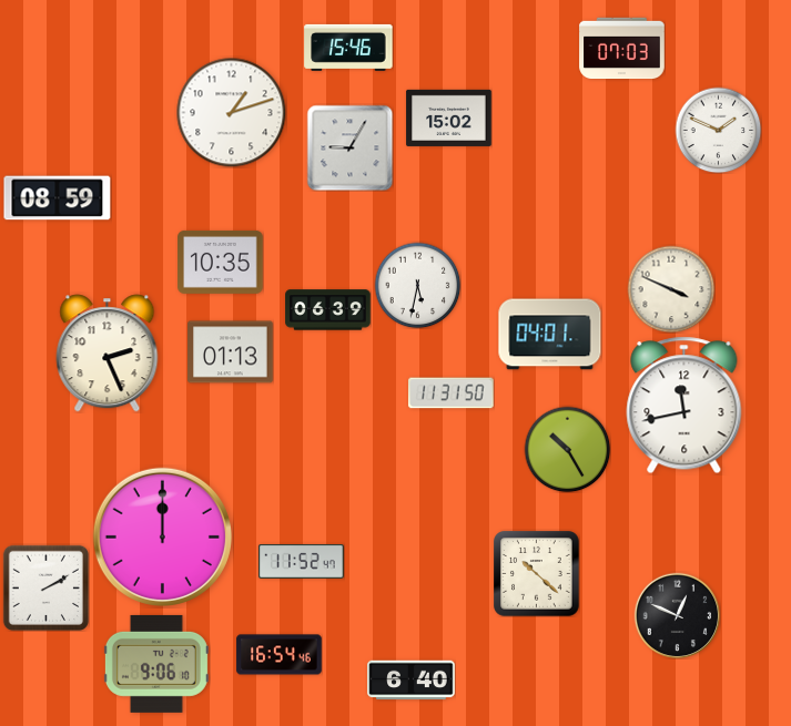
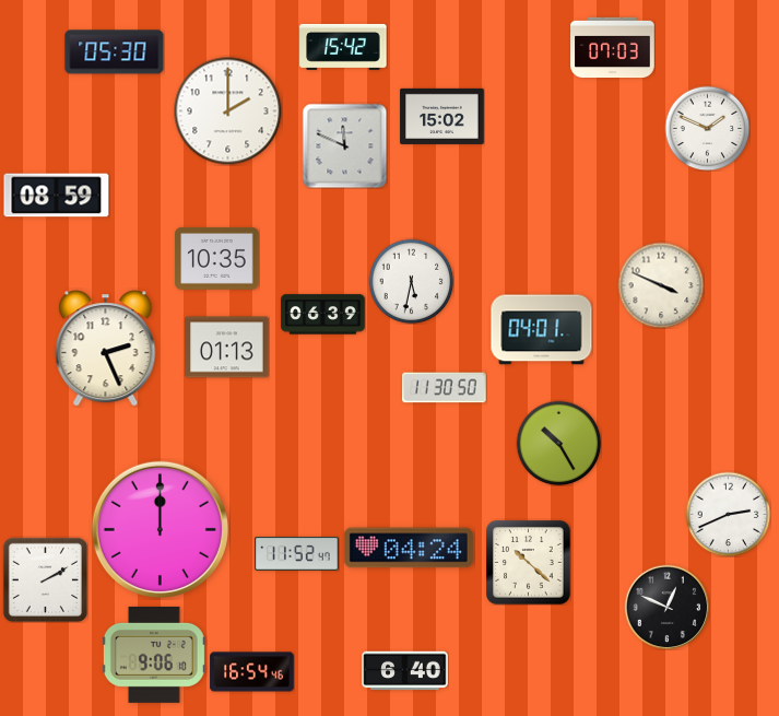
clock at (348, 48): 15:46 -> 15:42
clock at (115, 52): none -> 05:30
clock at (232, 113): 1:12 -> 2:00
clock at (349, 147): 9:05 -> 11:49
clock at (328, 310) position: (328, 310) -> (323, 315)
clock at (452, 393): 11:31 -> 11:30
clock at (684, 406): 11:43 -> none
clock at (728, 514): none -> 2:41
clock at (409, 548): none -> 04:24
clock at (537, 574) position: (537, 574) -> (529, 563)
clock at (280, 655) position: (280, 655) -> (252, 672)
